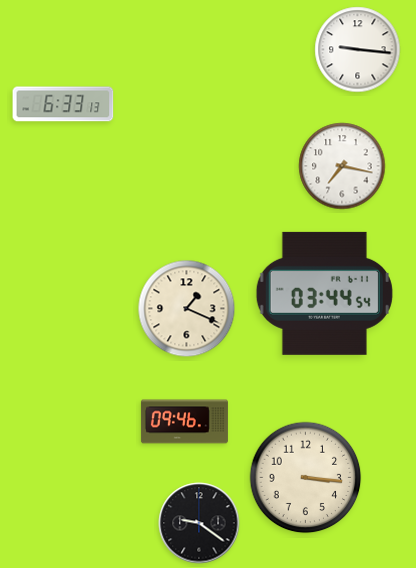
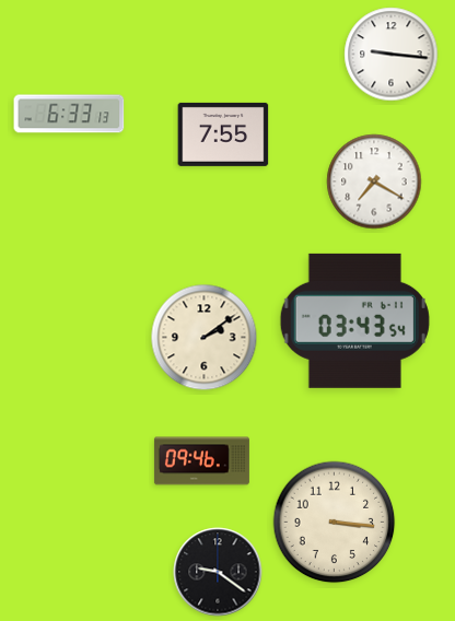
clock at (223, 134): none -> 7:55
clock at (342, 166): 7:17 -> 7:20
clock at (324, 293): 03:44 -> 03:43
clock at (187, 309): 1:19 -> 2:09
